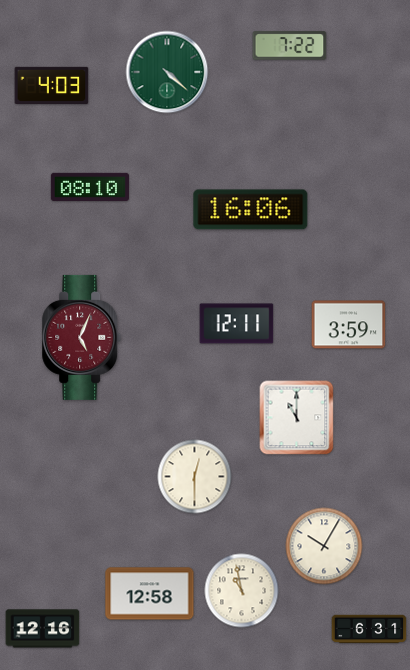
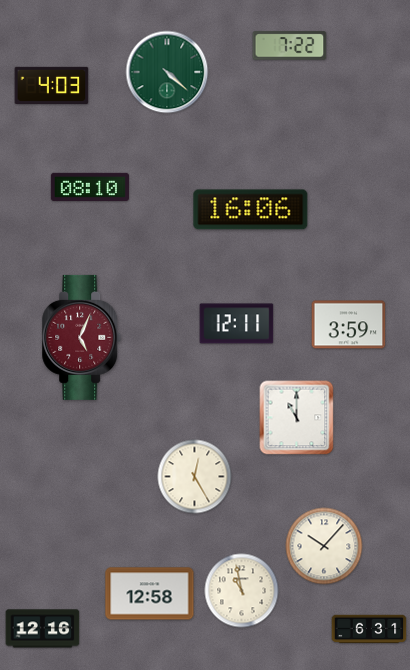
clock at (195, 477): 12:30 -> 12:25
clock at (324, 546): 10:05 -> 10:07
